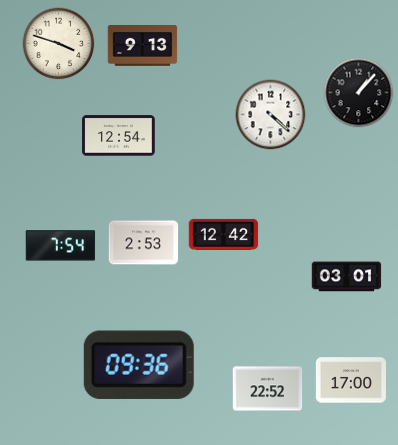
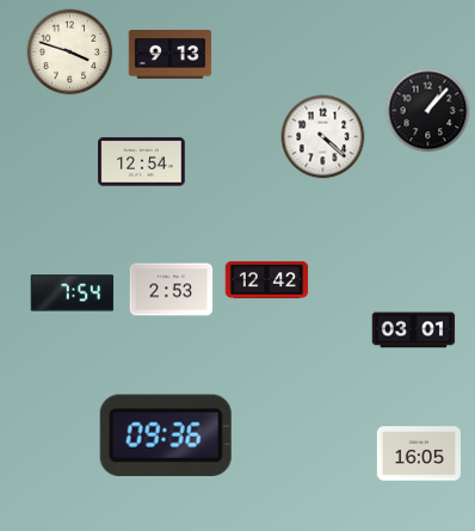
clock at (350, 380): 17:00 -> 16:05
clock at (268, 389): 22:52 -> none
